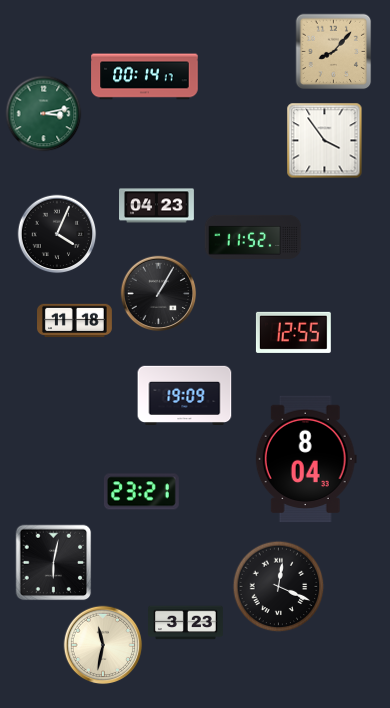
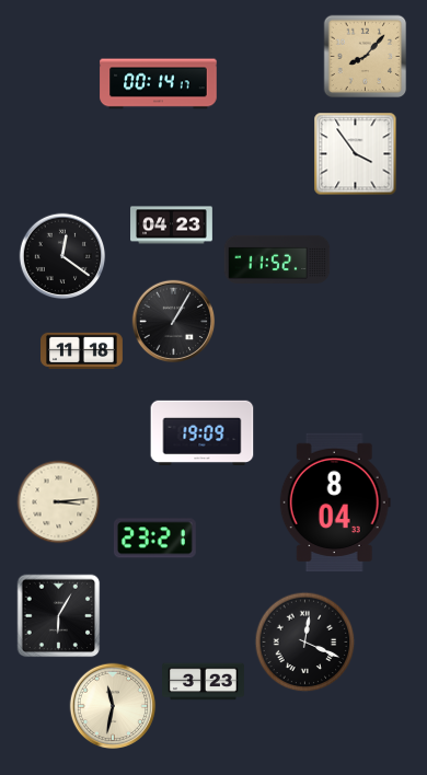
clock at (44, 114): 3:13 -> none
clock at (57, 234): 4:04 -> 12:21
clock at (293, 332): 12:55 -> none
clock at (59, 502): none -> 3:14
clock at (54, 563): 6:02 -> 6:05
